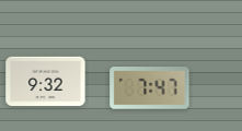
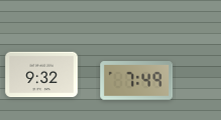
clock at (150, 88): 7:47 -> 7:49
